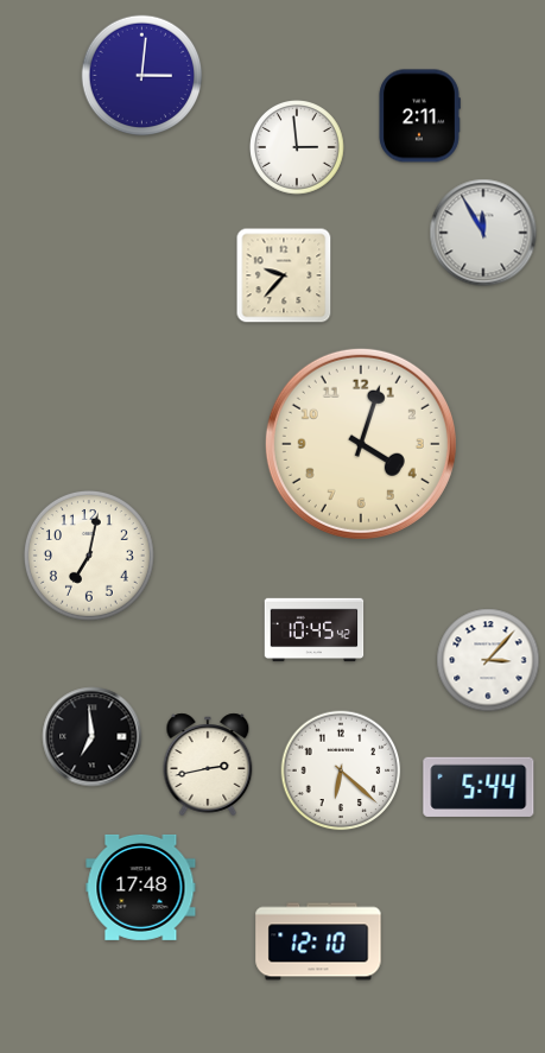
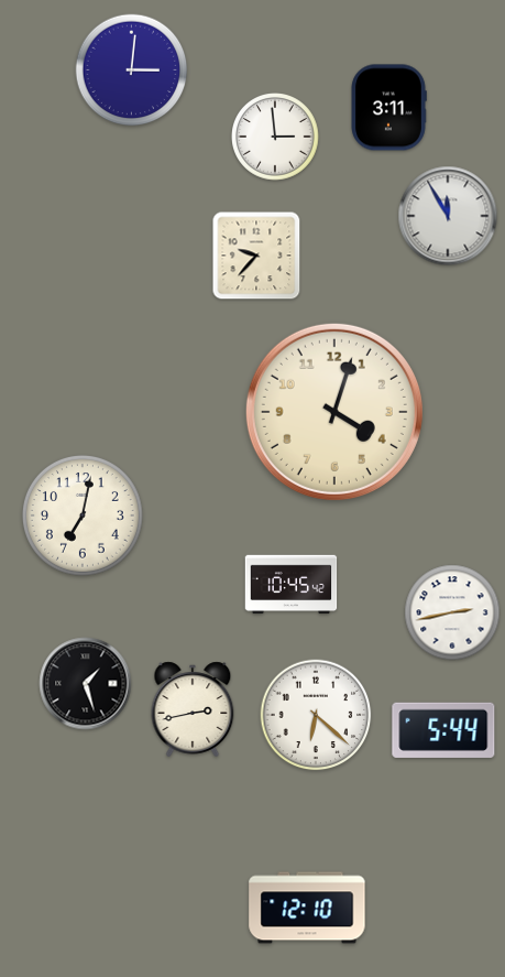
clock at (419, 116): 2:11 -> 3:11
clock at (284, 275) position: (284, 275) -> (256, 256)
clock at (488, 660): 3:07 -> 2:43
clock at (93, 737): 6:59 -> 1:27
clock at (141, 887): 17:48 -> none
clock at (318, 941) position: (318, 941) -> (307, 908)
